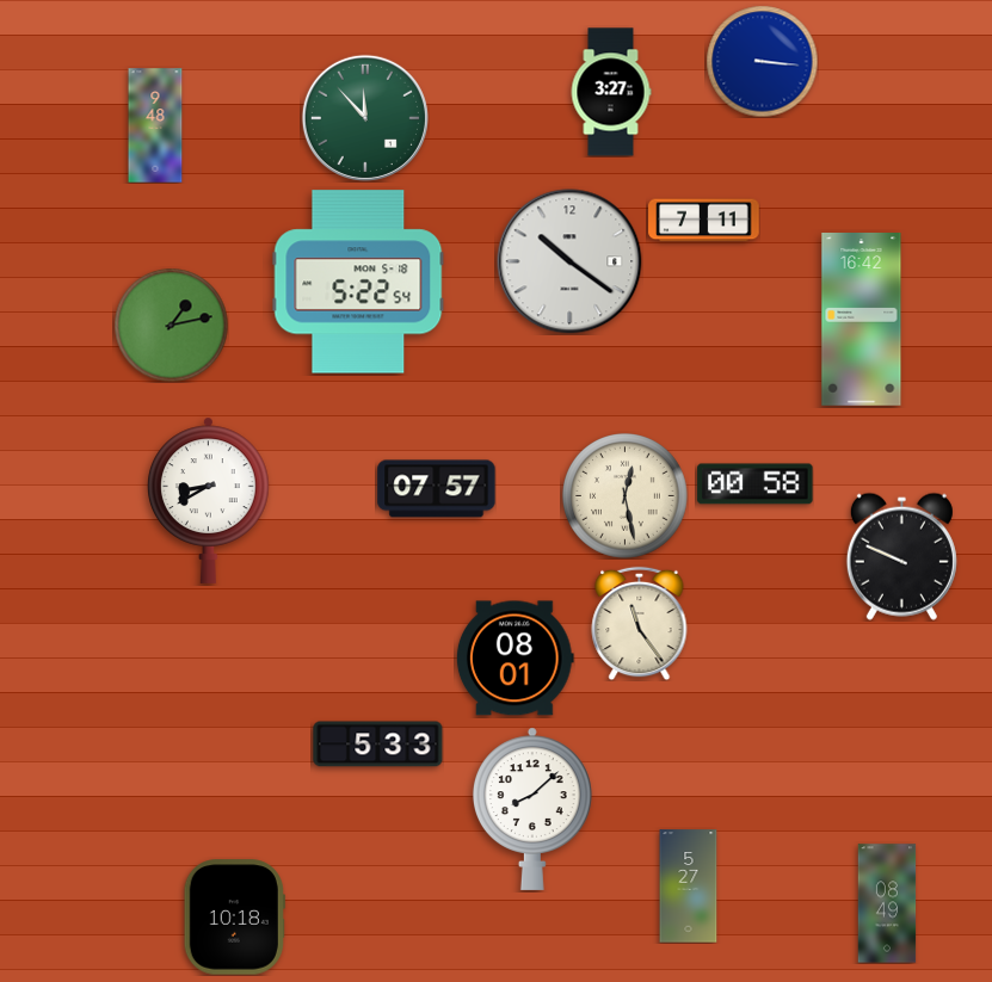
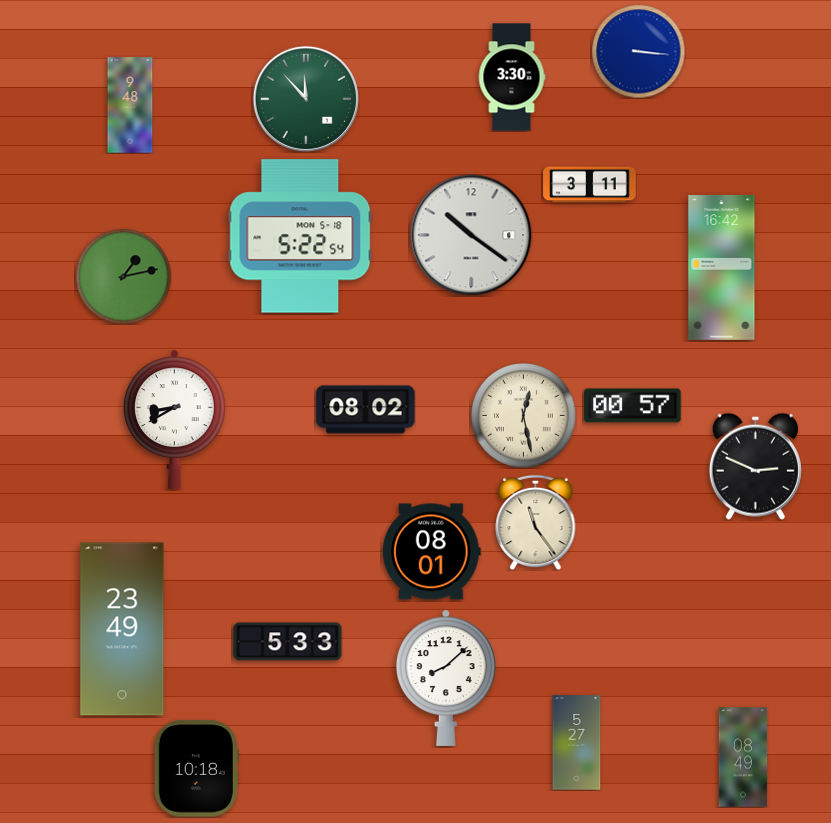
clock at (611, 92): 3:27 -> 3:30
clock at (704, 221): 7:11 -> 3:11
clock at (569, 261) position: (569, 261) -> (471, 235)
clock at (171, 325) position: (171, 325) -> (123, 276)
clock at (756, 484): 00:58 -> 00:57
clock at (437, 489): 07:57 -> 08:02
clock at (901, 556): 9:49 -> 2:49
clock at (378, 745) position: (378, 745) -> (288, 642)
clock at (122, 629): none -> 23:49
